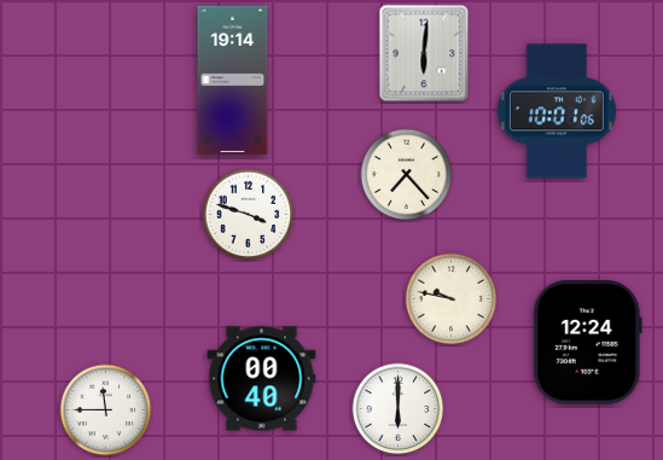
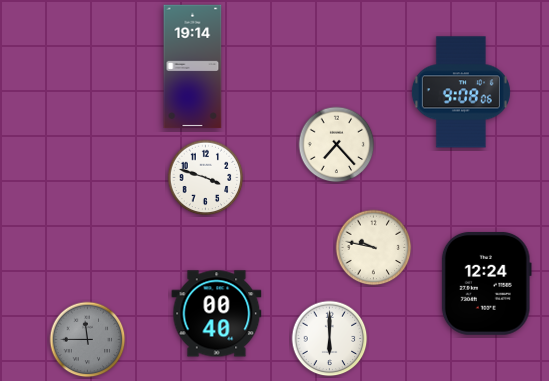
clock at (424, 53): 6:01 -> none
clock at (557, 111): 10:01 -> 9:08
clock at (106, 410) dial: white -> grey
